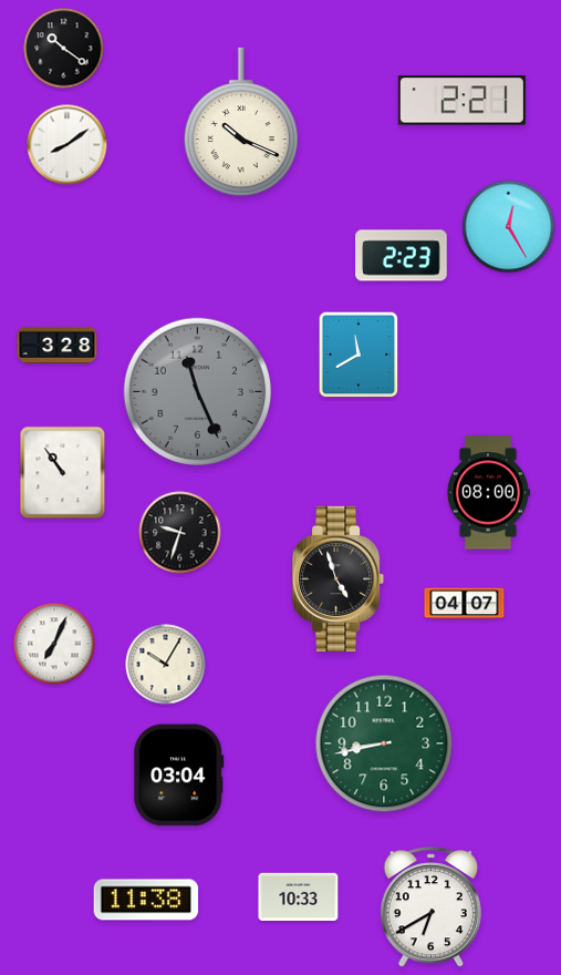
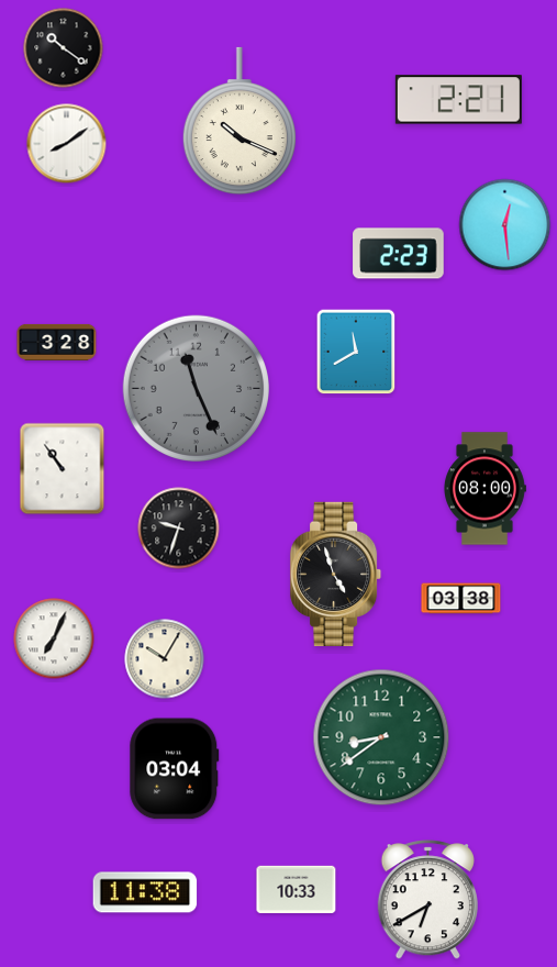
clock at (509, 227): 12:25 -> 12:29
clock at (465, 604): 04:07 -> 03:38
clock at (384, 743): 8:43 -> 8:39
clock at (179, 776) position: (179, 776) -> (175, 769)
